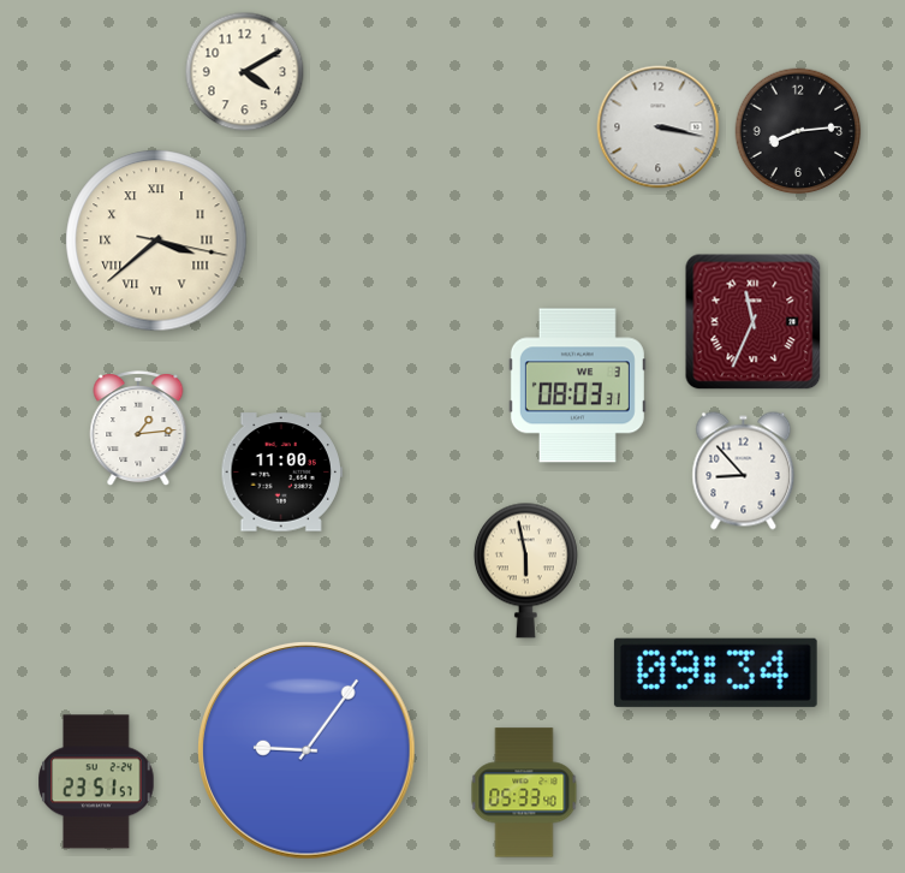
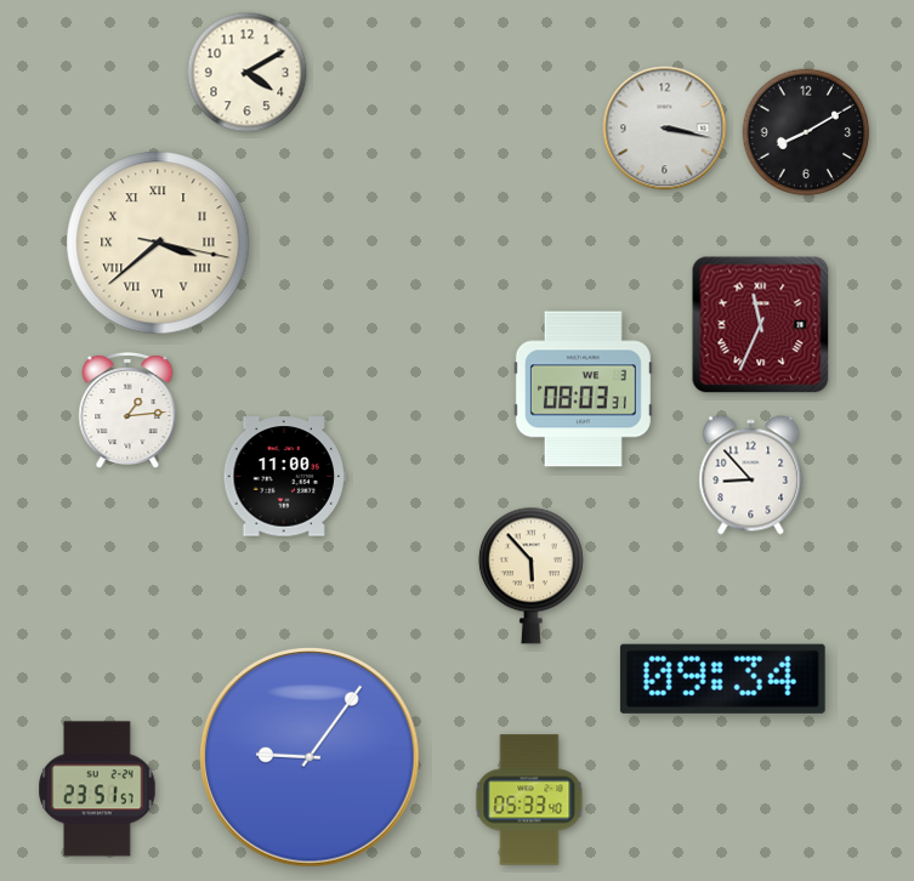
clock at (798, 131): 8:14 -> 8:10
clock at (138, 429) position: (138, 429) -> (127, 411)
clock at (525, 570): 5:58 -> 5:53
